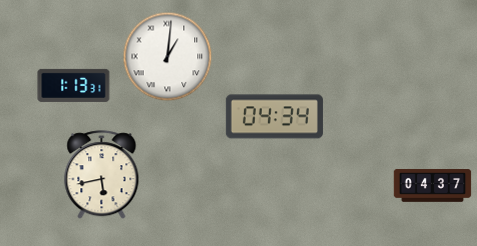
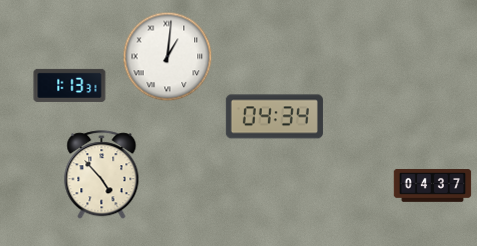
clock at (74, 85) position: (74, 85) -> (70, 85)
clock at (102, 175): 5:43 -> 4:53
